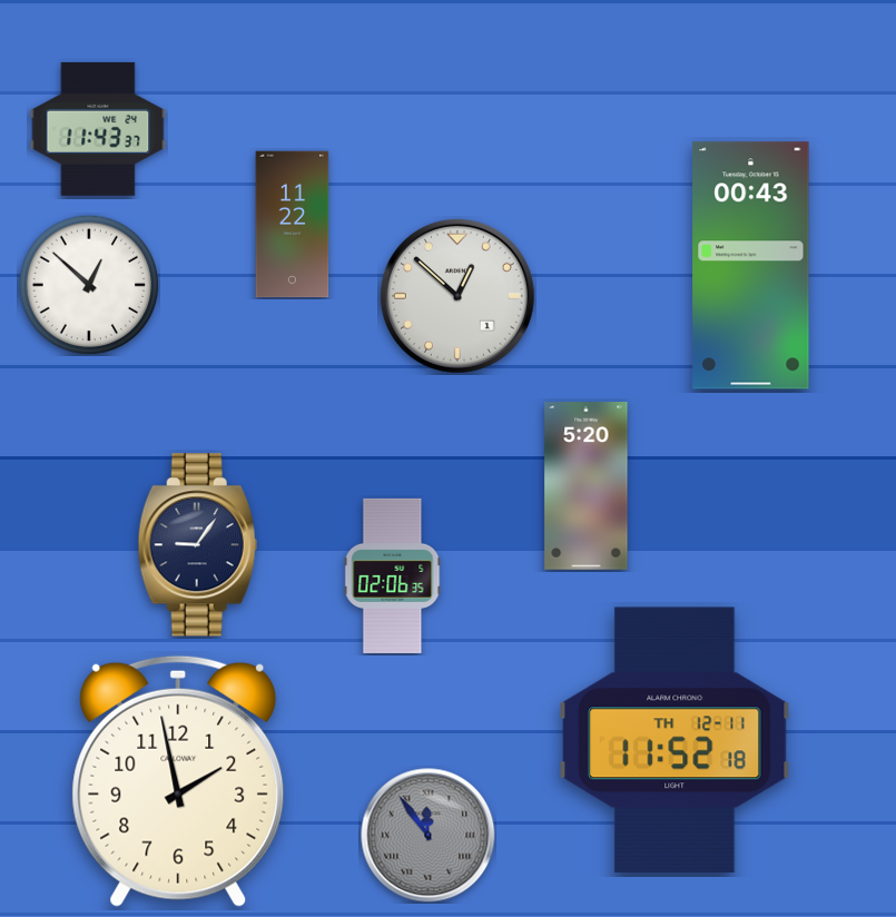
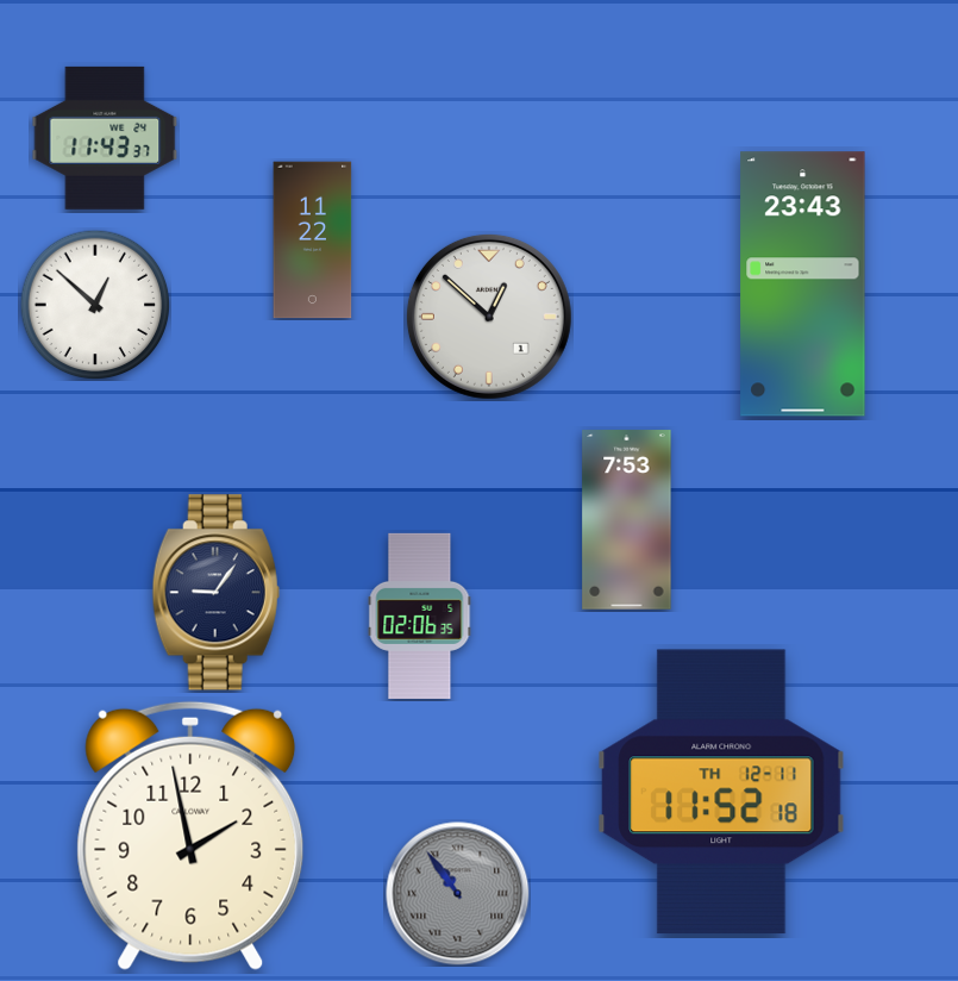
clock at (751, 266): 00:43 -> 23:43
clock at (587, 486): 5:20 -> 7:53
clock at (197, 545) position: (197, 545) -> (215, 593)
clock at (429, 836): 11:54 -> 10:54
